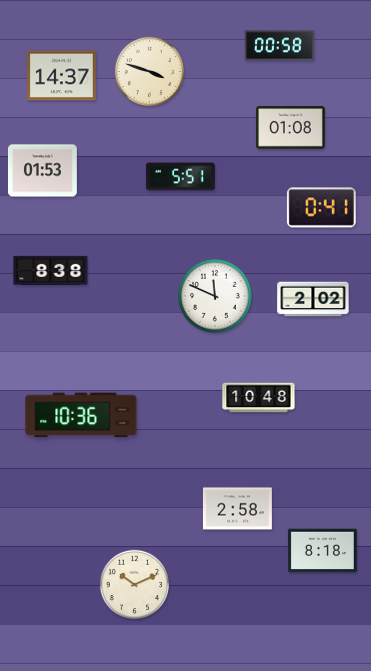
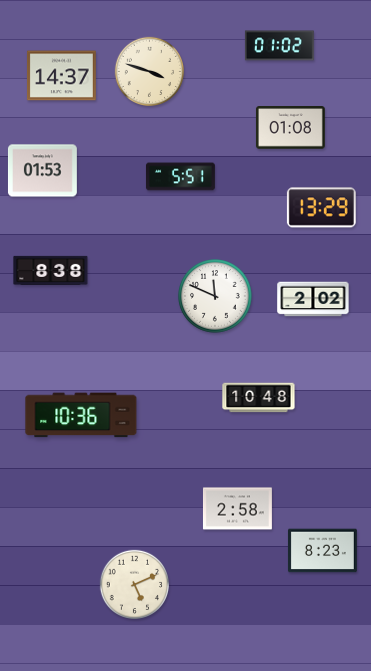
clock at (279, 46): 00:58 -> 01:02
clock at (321, 208): 0:41 -> 13:29
clock at (322, 551): 8:18 -> 8:23
clock at (134, 584): 10:11 -> 5:11
